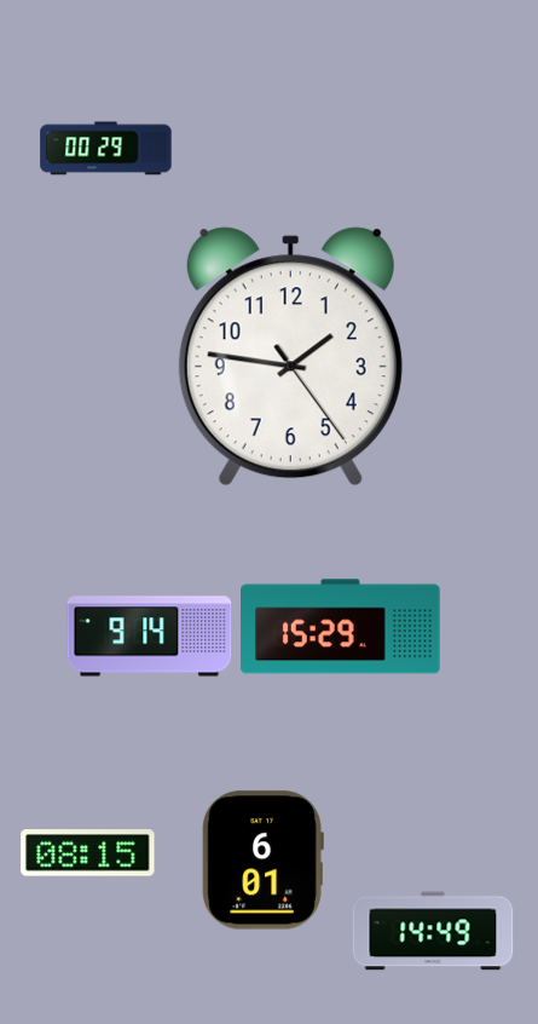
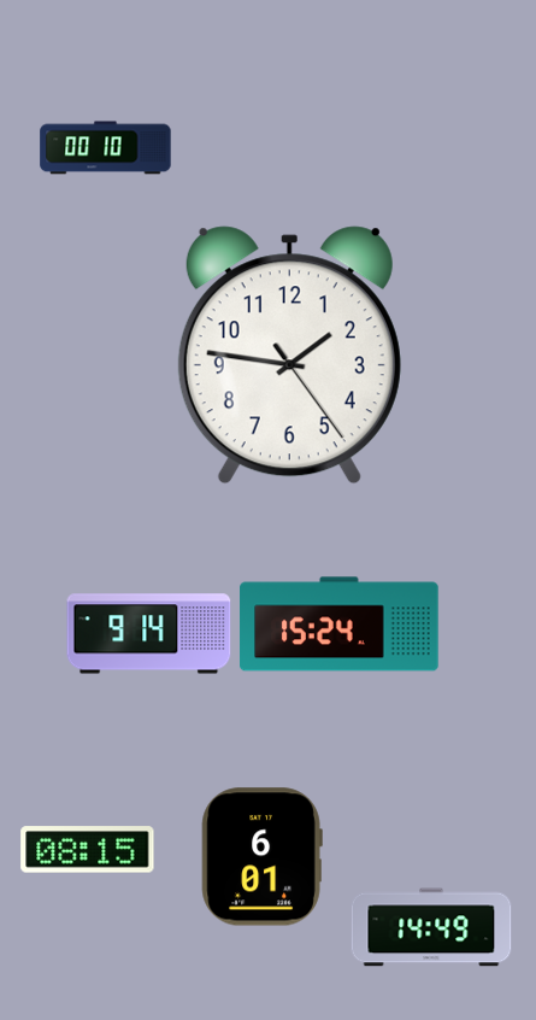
clock at (106, 149): 00:29 -> 00:10
clock at (341, 627): 15:29 -> 15:24
